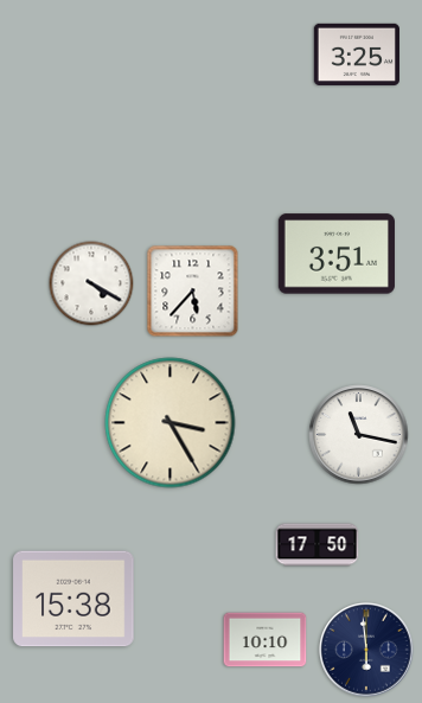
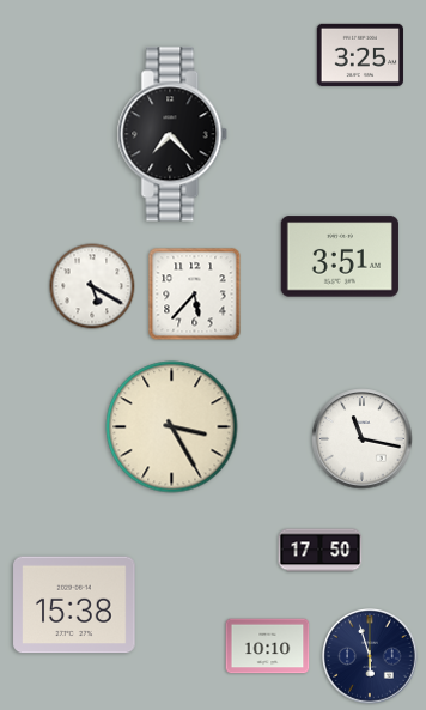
clock at (172, 134): none -> 7:23
clock at (91, 283): 4:20 -> 5:20
clock at (367, 650): 5:59 -> 5:57
